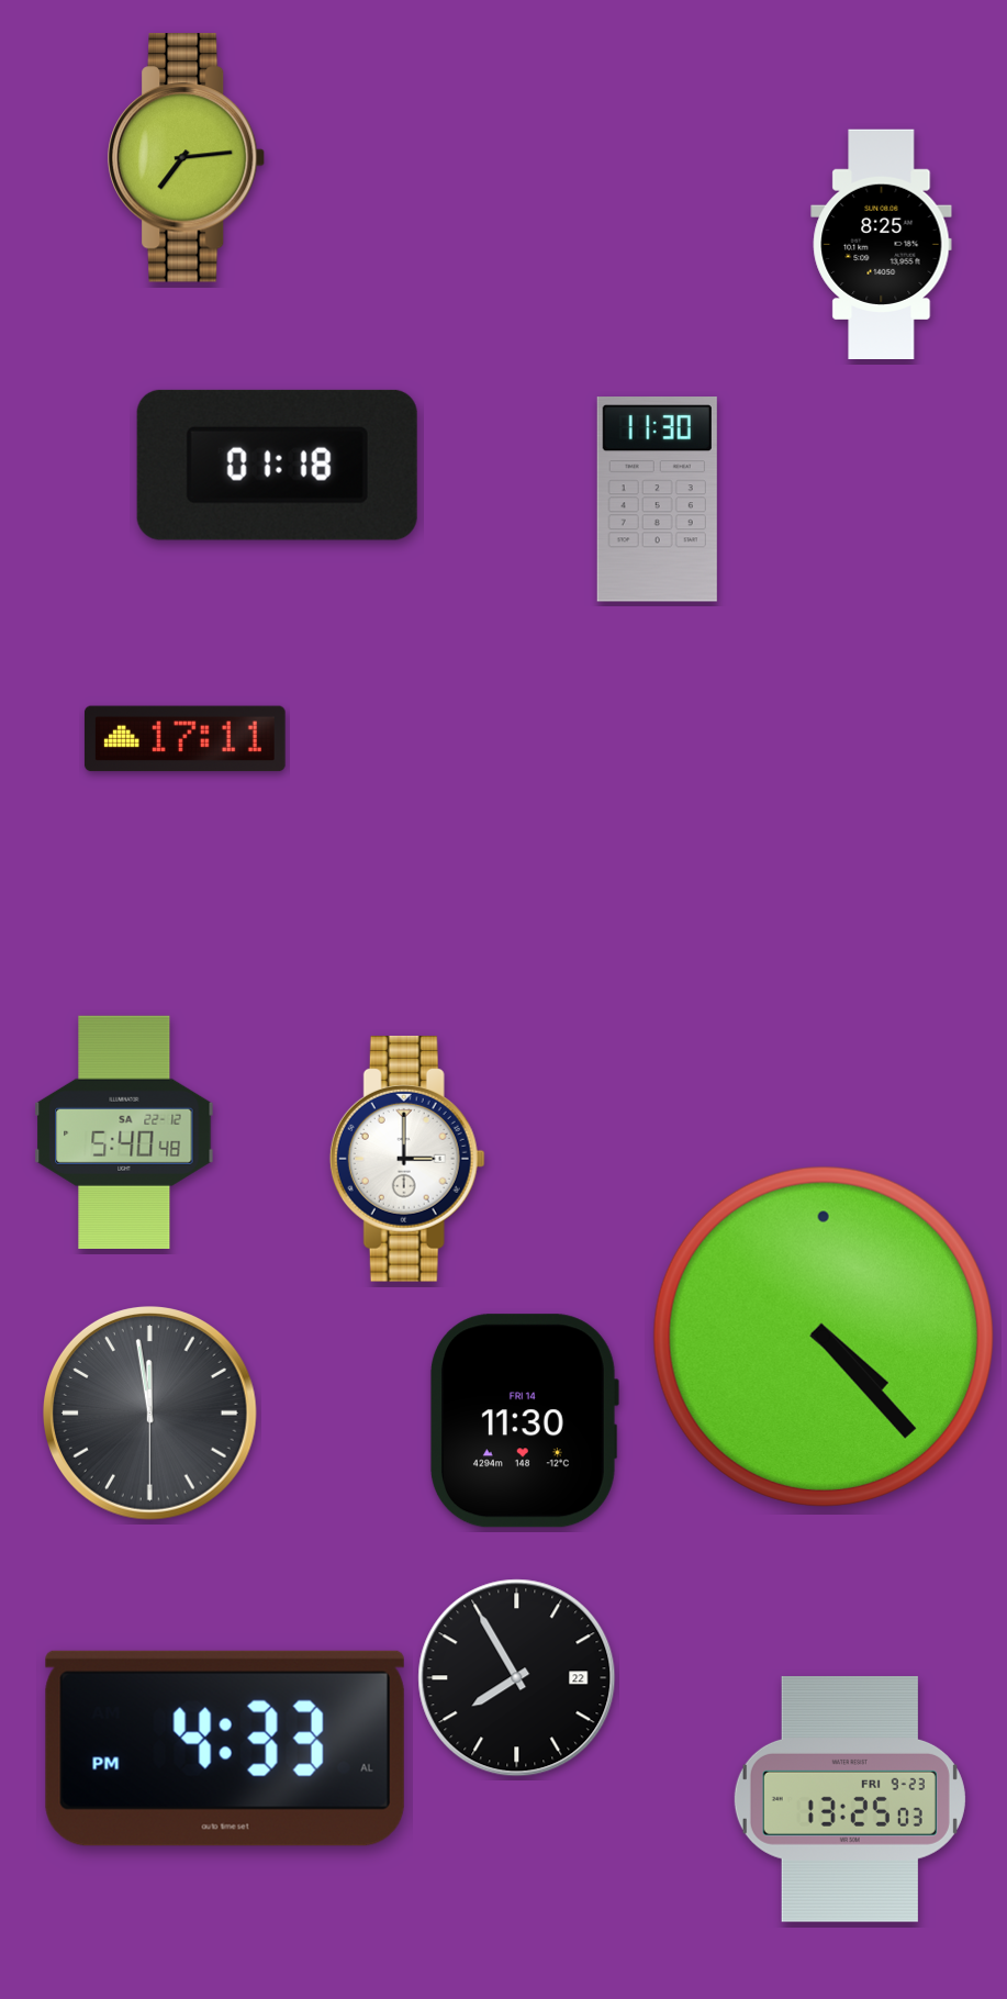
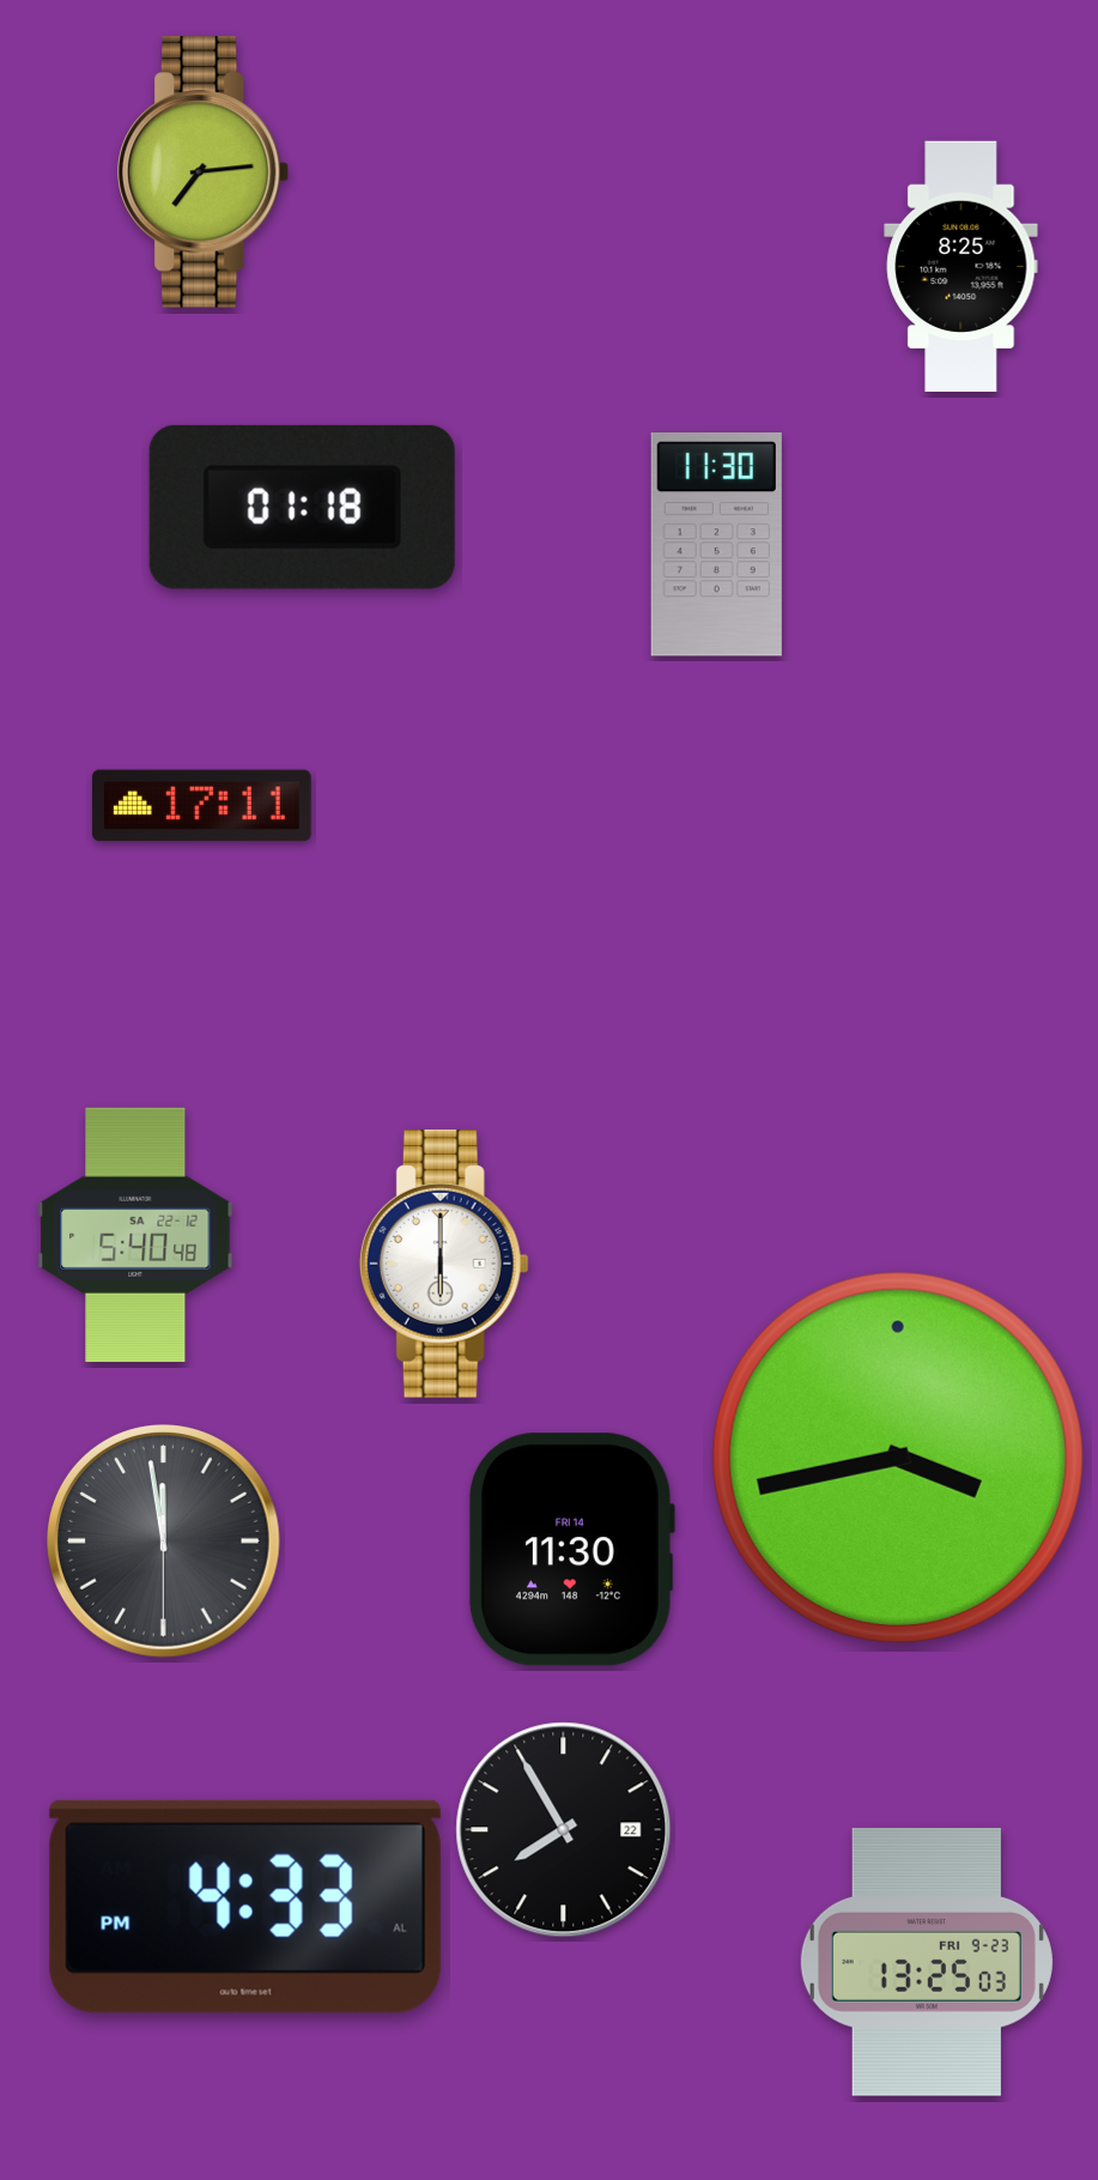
clock at (407, 1159): 3:00 -> 6:00
clock at (824, 1337): 4:23 -> 3:43
